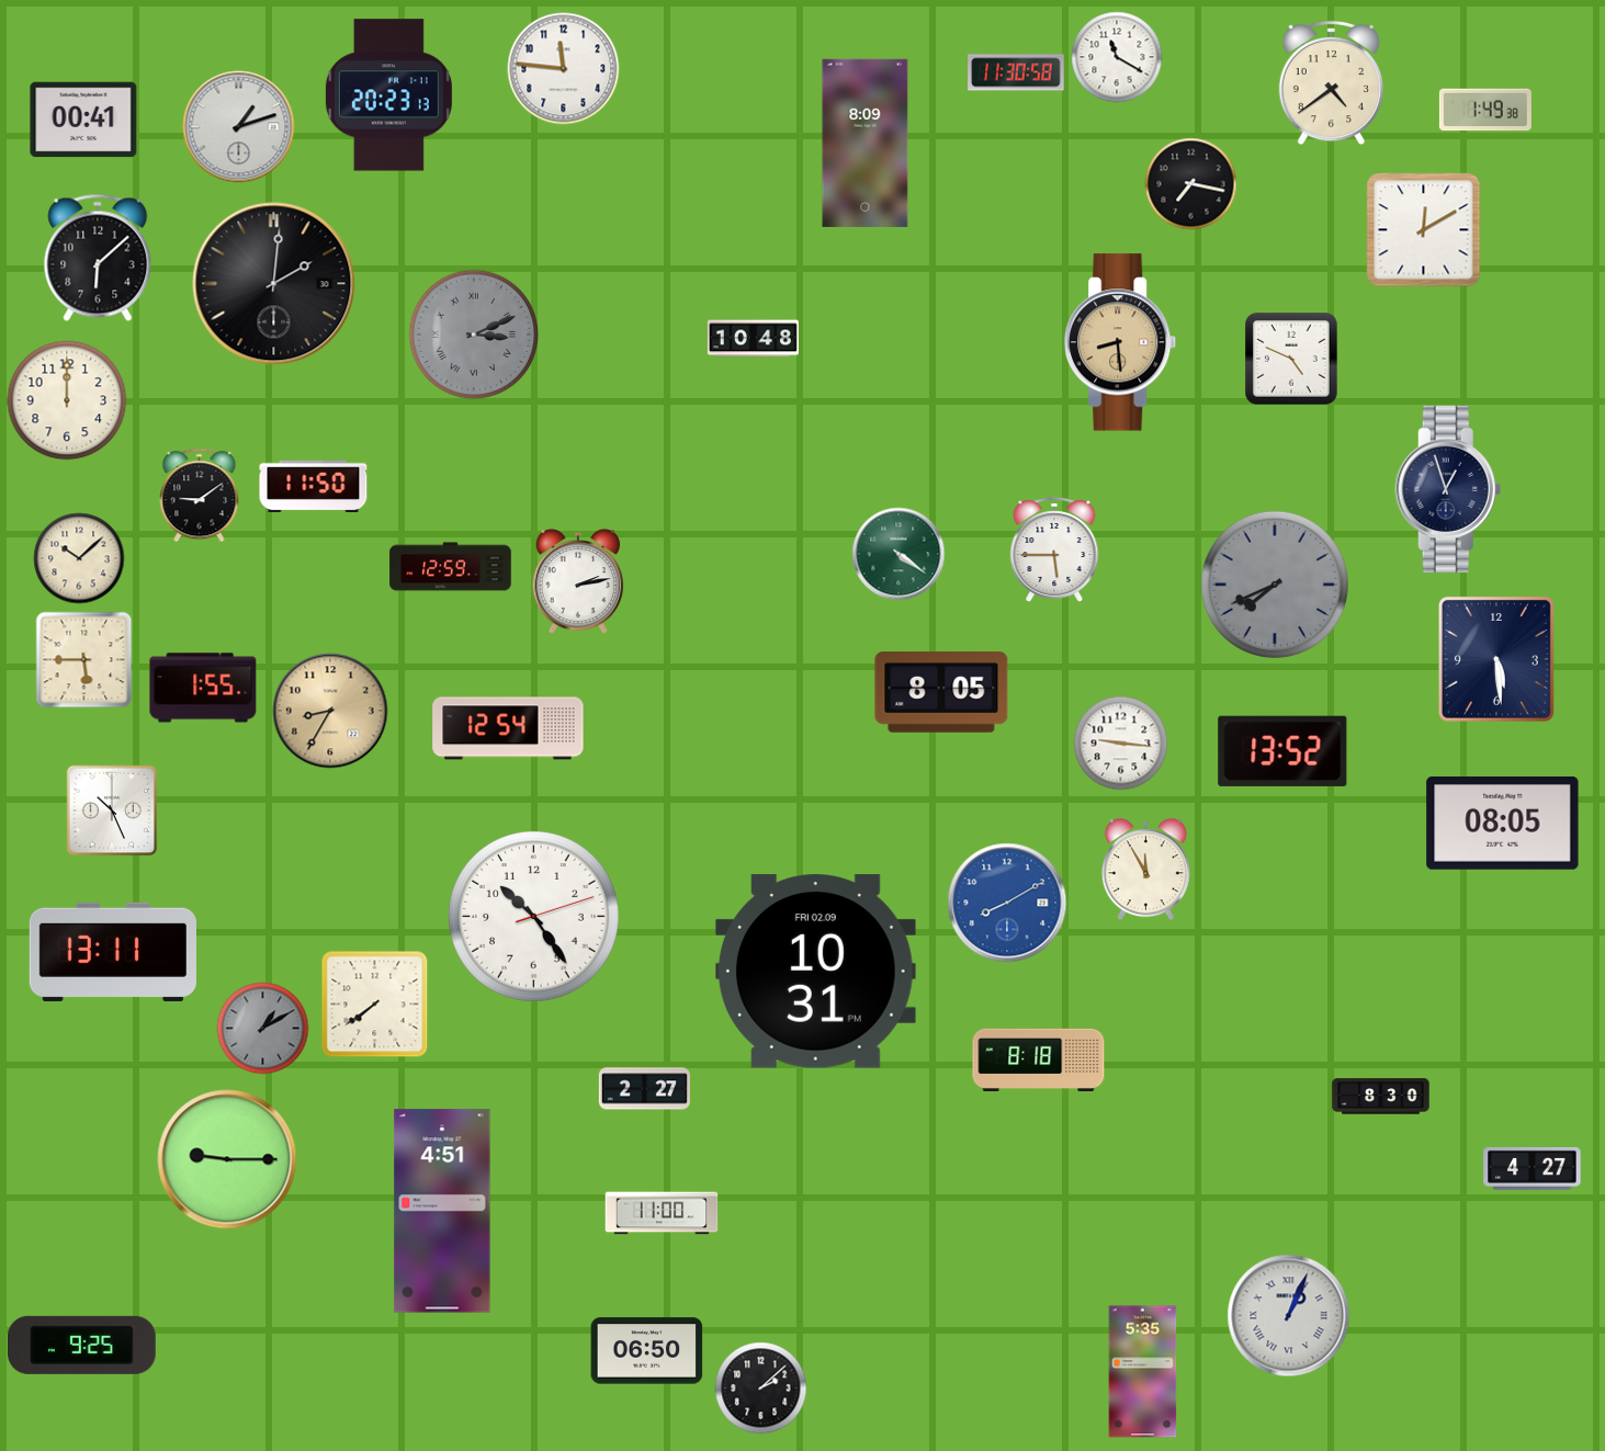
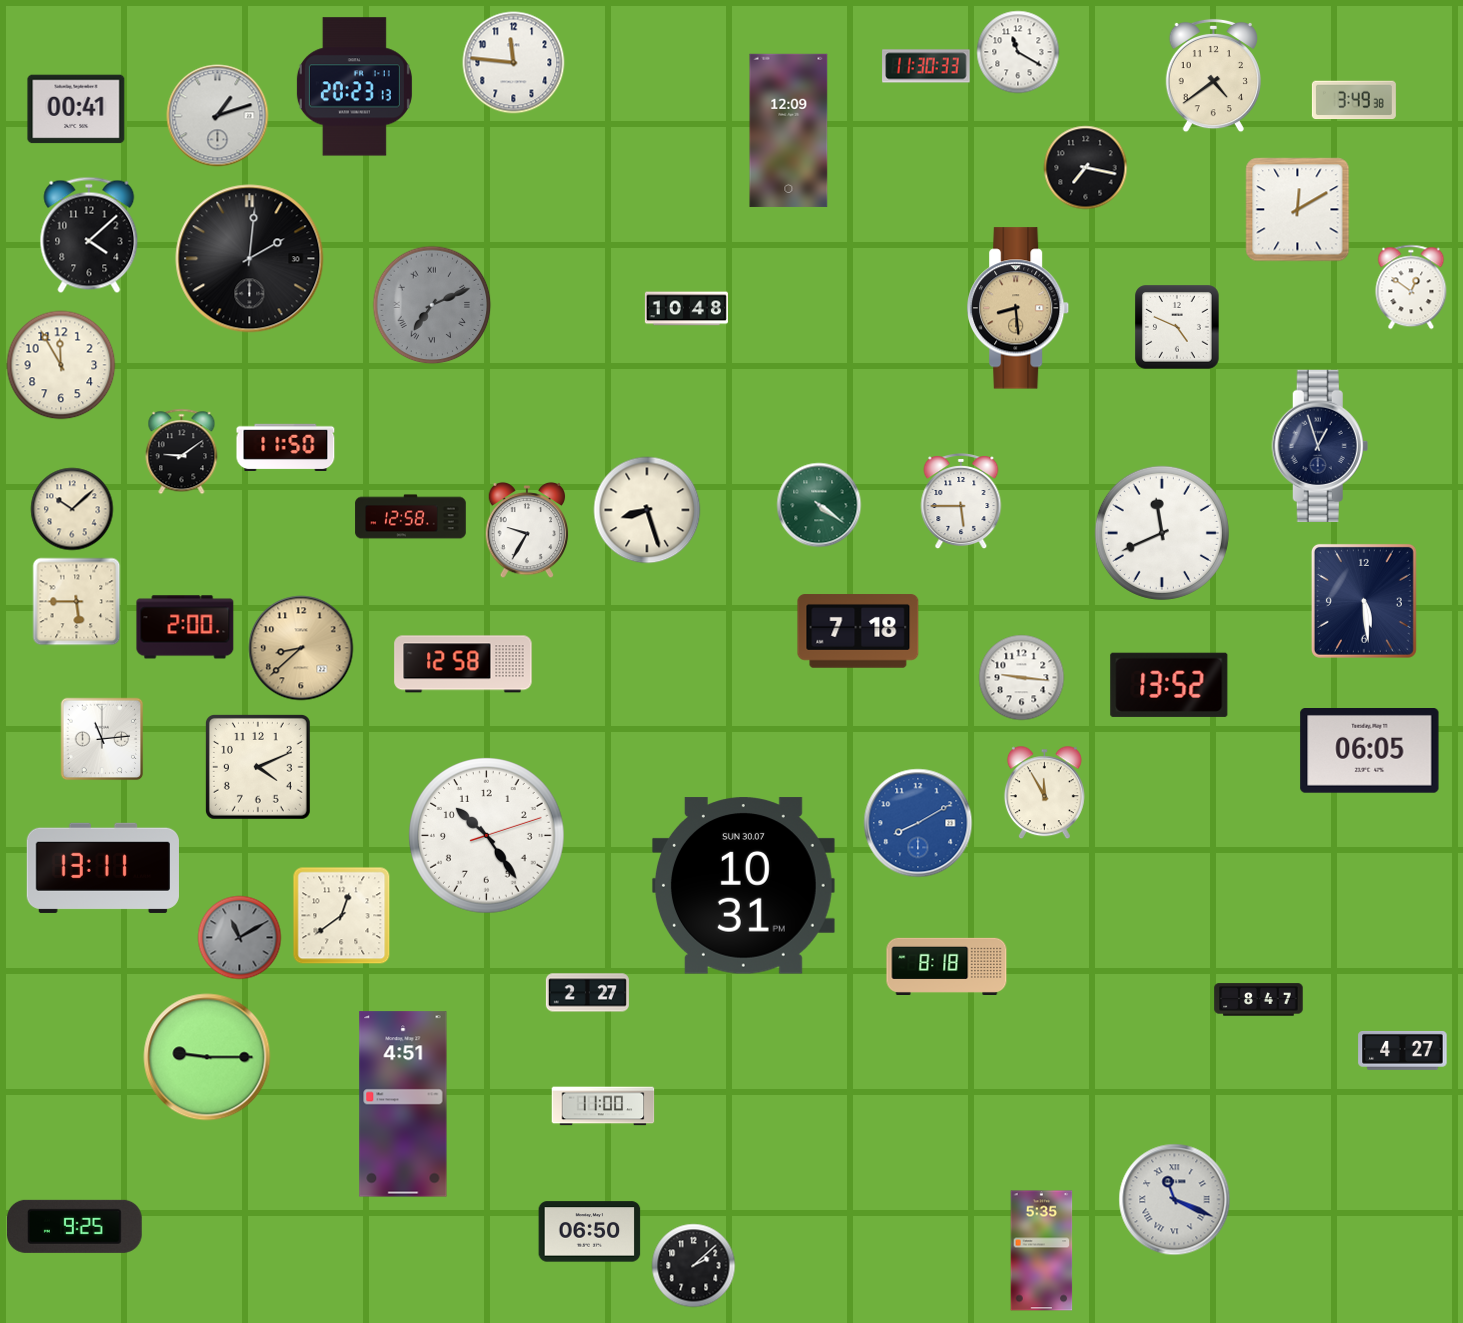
clock at (1016, 72): 11:30:58 -> 11:30:33
clock at (1485, 110): 1:49 -> 3:49
clock at (866, 143): 8:09 -> 12:09
clock at (98, 258): 6:08 -> 4:08
clock at (1411, 287): none -> 12:51
clock at (474, 335): 3:11 -> 7:11
clock at (1121, 342) position: (1121, 342) -> (1019, 308)
clock at (67, 400): 12:00 -> 11:55
clock at (314, 486) position: (314, 486) -> (286, 447)
clock at (647, 510): none -> 8:27
clock at (451, 567): 12:59 -> 12:58
clock at (578, 581): 2:13 -> 9:35
clock at (1275, 585): 7:41 -> 11:41
clock at (1275, 585) dial: grey -> white
clock at (203, 688): 1:55 -> 2:00
clock at (941, 692): 8:05 -> 7:18
clock at (330, 711): 8:35 -> 8:38
clock at (508, 728): 12:54 -> 12:58
clock at (112, 810): 10:26 -> 11:14
clock at (1503, 824): 08:05 -> 06:05
clock at (258, 767): none -> 4:11
clock at (815, 972) date: FRI 02.09 -> SUN 30.07
clock at (375, 1005): 7:39 -> 12:39
clock at (263, 1029): 1:10 -> 11:10
clock at (1381, 1097): 8:30 -> 8:47
clock at (1533, 1168) position: (1533, 1168) -> (1403, 1050)
clock at (1289, 1316): 1:04 -> 11:19
